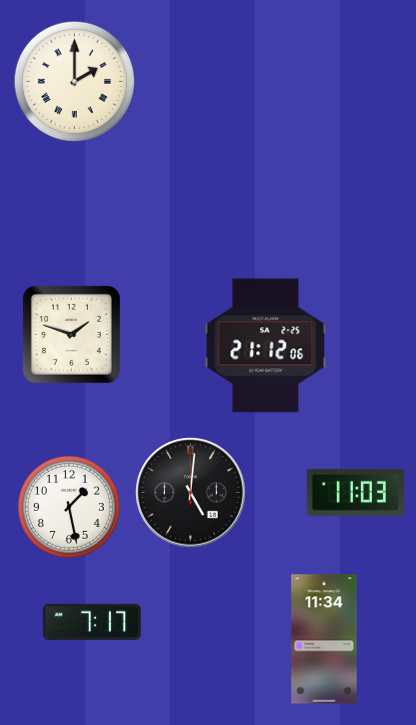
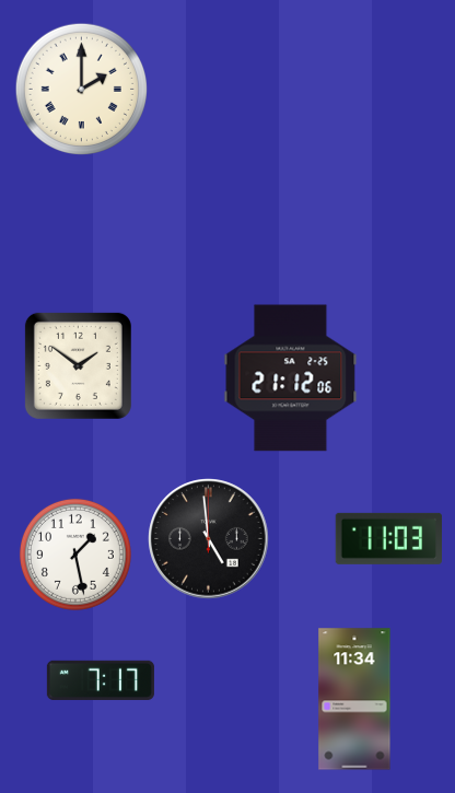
clock at (71, 334): 1:48 -> 1:51
clock at (191, 493): 5:01 -> 4:59
